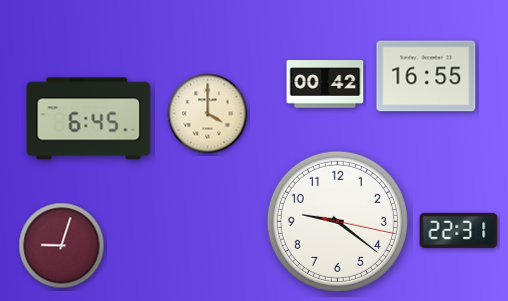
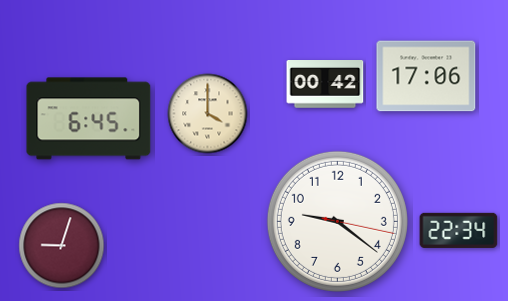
clock at (426, 76): 16:55 -> 17:06
clock at (459, 230): 22:31 -> 22:34
